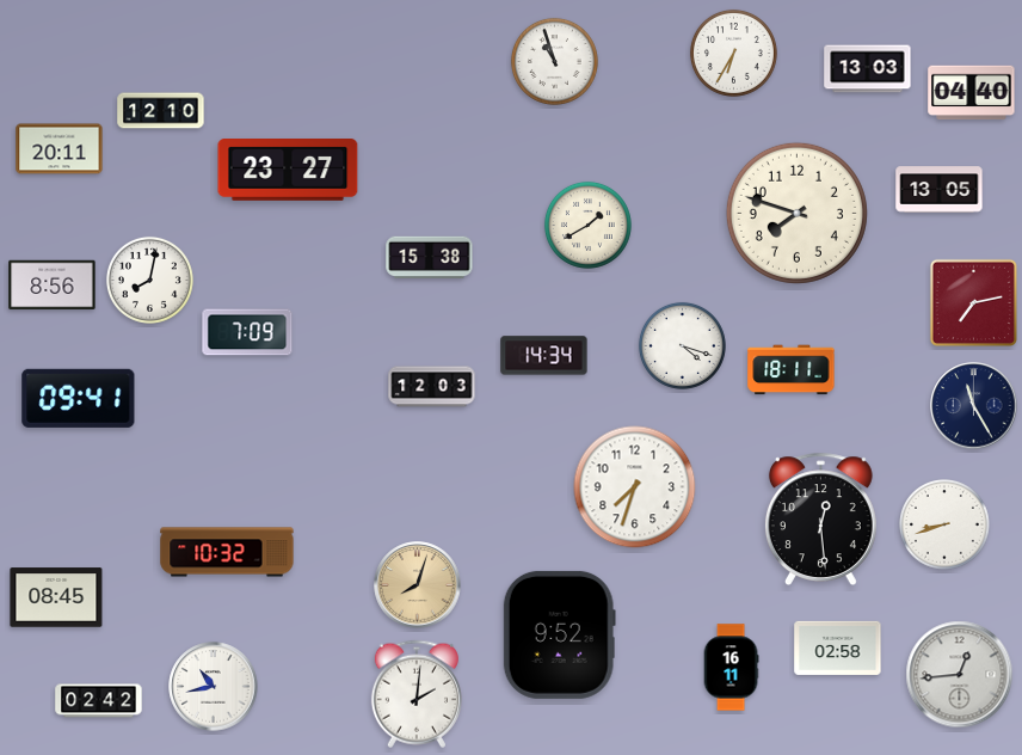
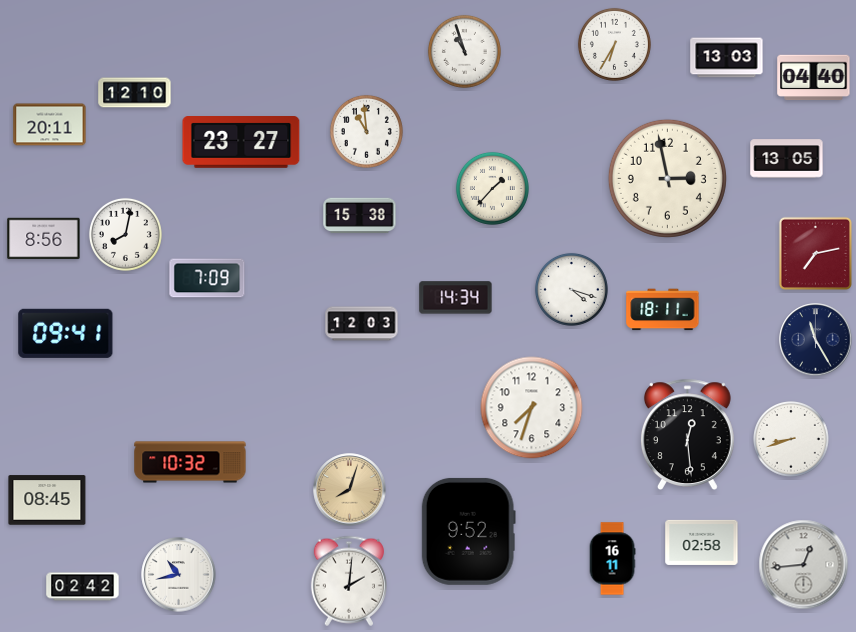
clock at (366, 131): none -> 10:59
clock at (796, 213): 7:48 -> 2:58
clock at (587, 225): 1:40 -> 1:37
